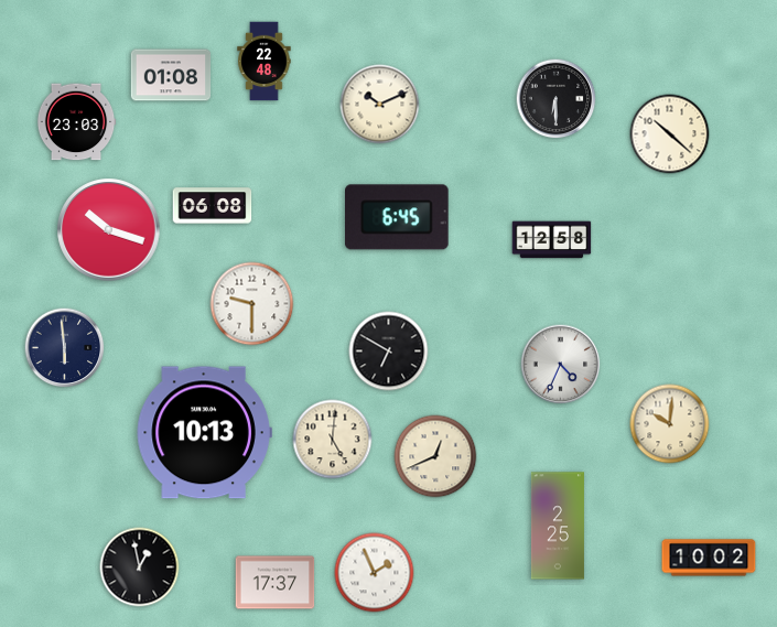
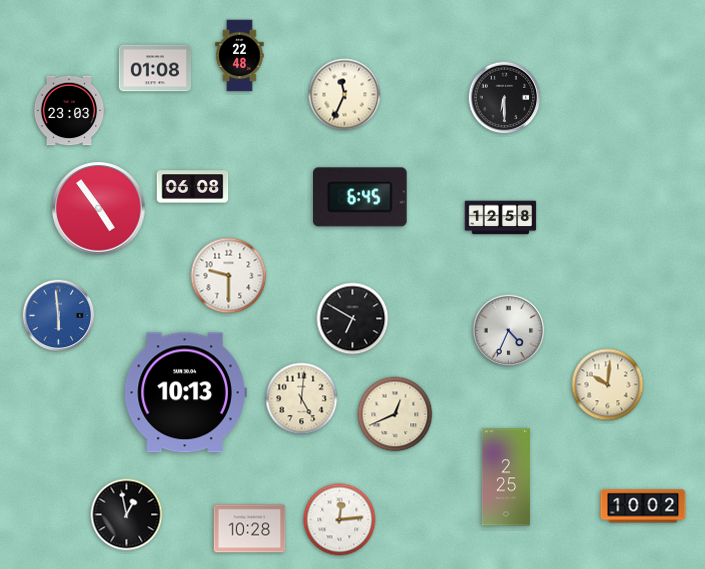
clock at (557, 99) position: (557, 99) -> (505, 98)
clock at (380, 105): 10:11 -> 11:34
clock at (670, 134): 10:22 -> none
clock at (109, 230): 10:18 -> 4:54
clock at (65, 348) dial: navy -> blue
clock at (375, 573): 1:56 -> 12:14
clock at (276, 583): 17:37 -> 10:28
